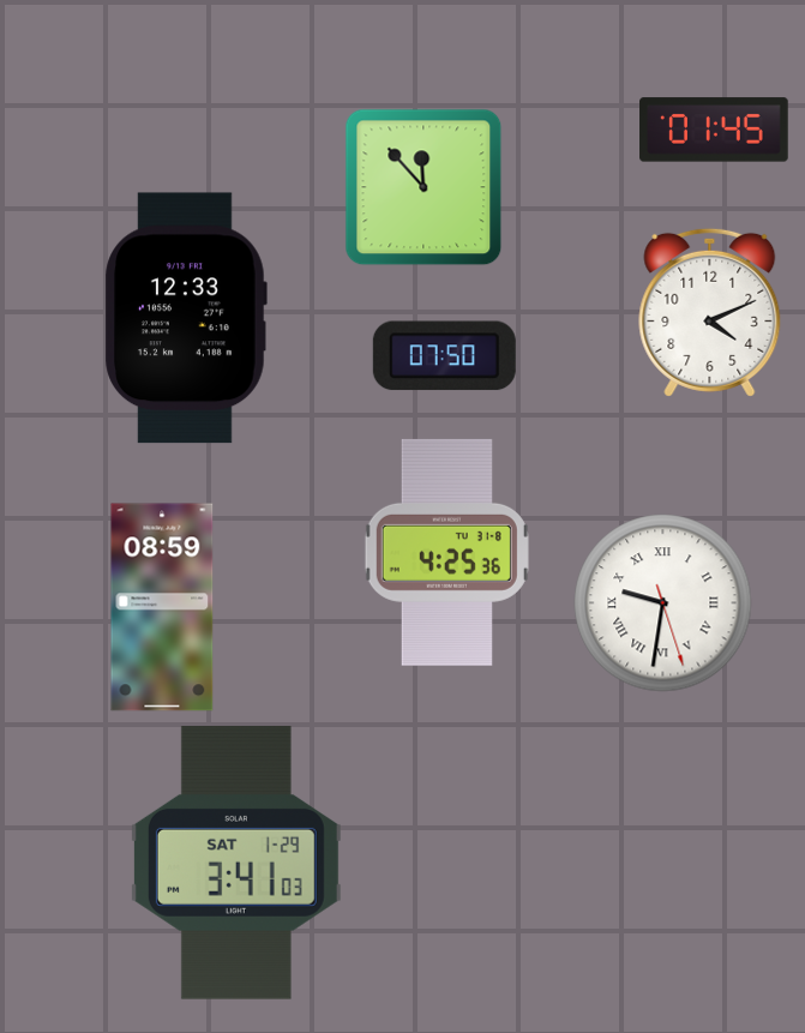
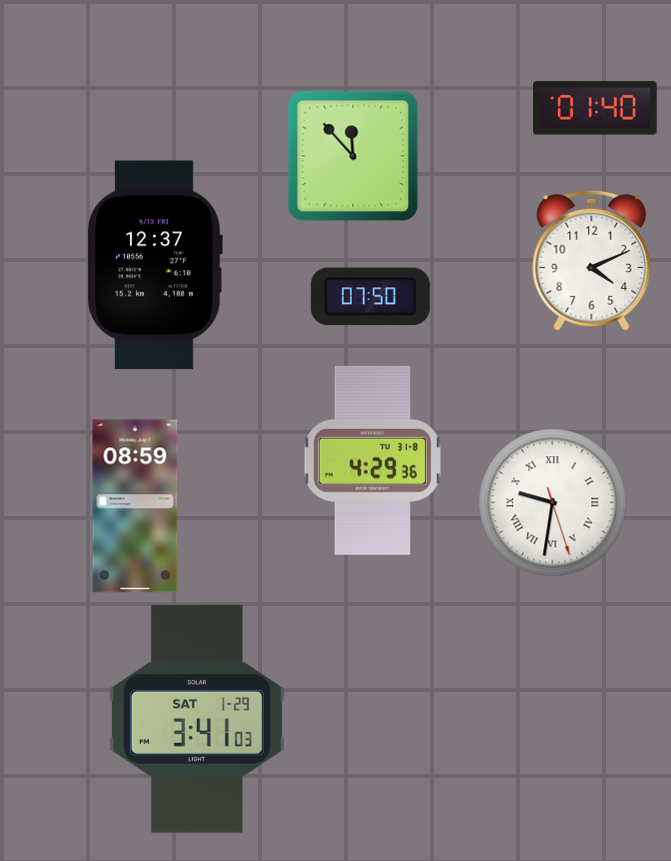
clock at (714, 130): 01:45 -> 01:40
clock at (186, 318): 12:33 -> 12:37
clock at (446, 552): 4:25 -> 4:29
